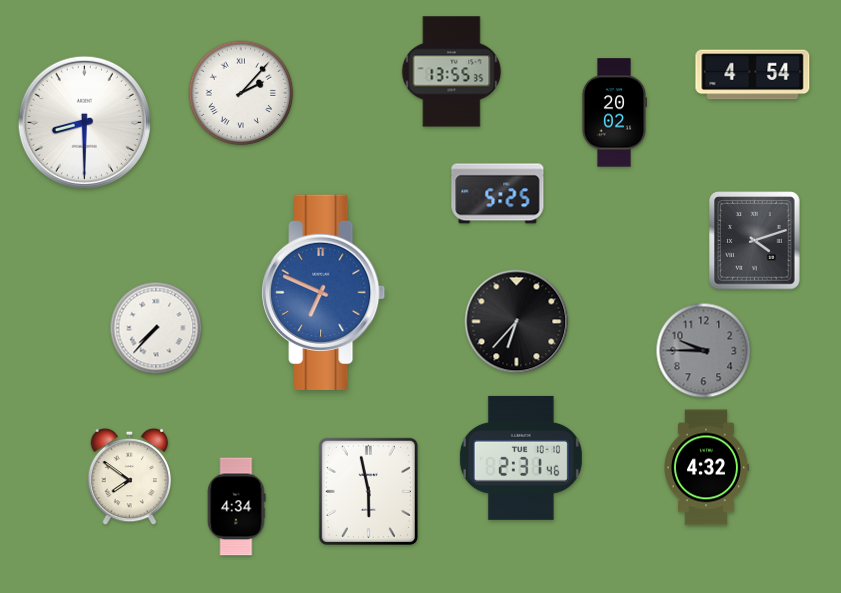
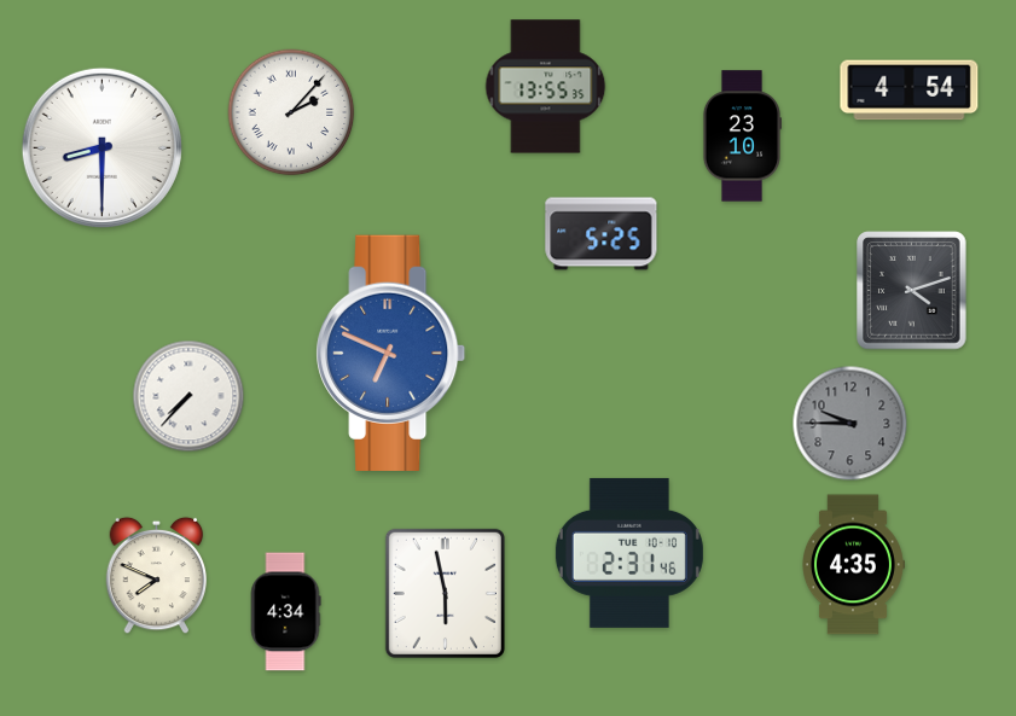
clock at (613, 113): 20:02 -> 23:10
clock at (517, 322): 6:37 -> none
clock at (707, 468): 4:32 -> 4:35
clock at (130, 477): 7:51 -> 7:49
